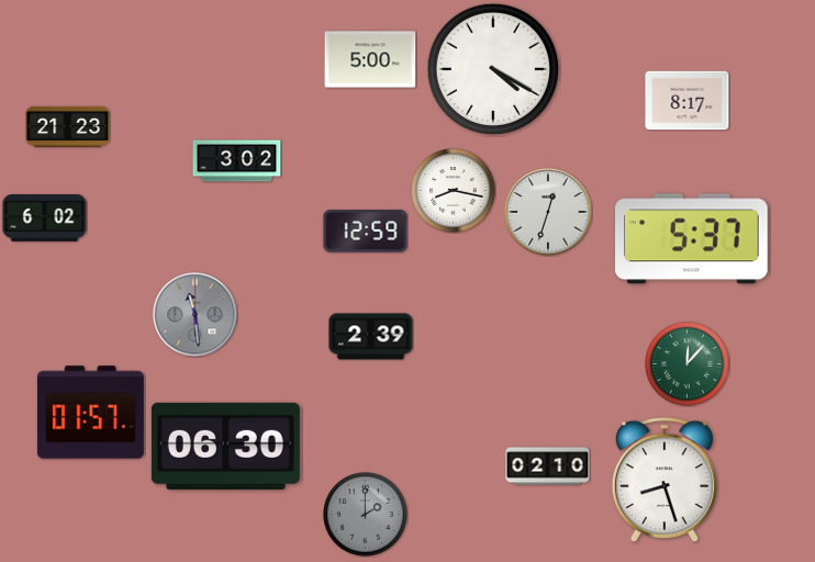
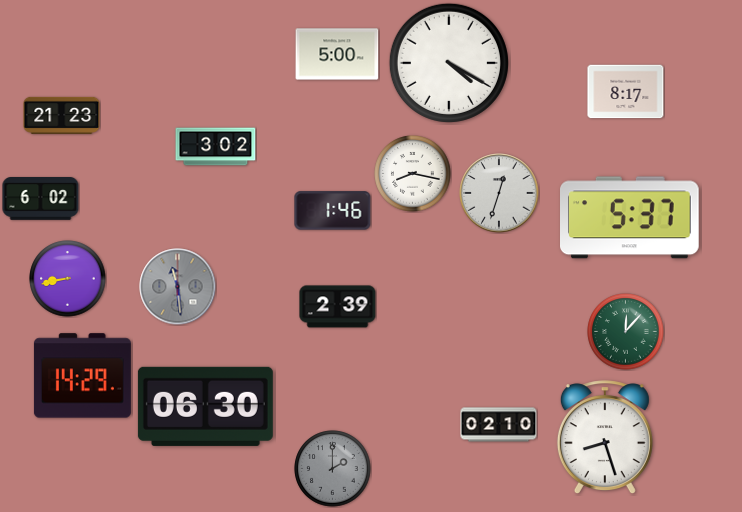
clock at (366, 232): 12:59 -> 1:46
clock at (68, 279): none -> 8:43
clock at (90, 413): 01:57 -> 14:29
